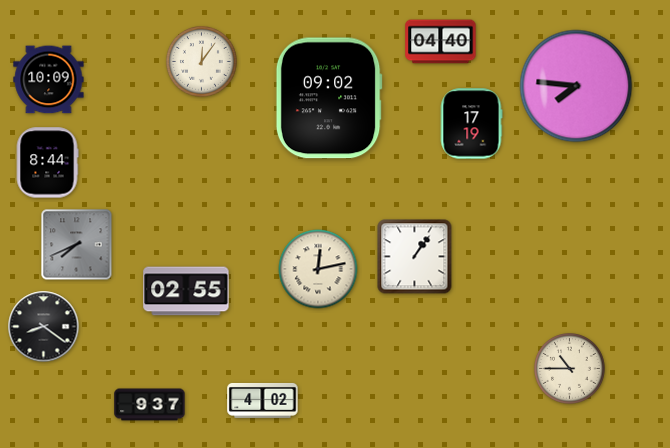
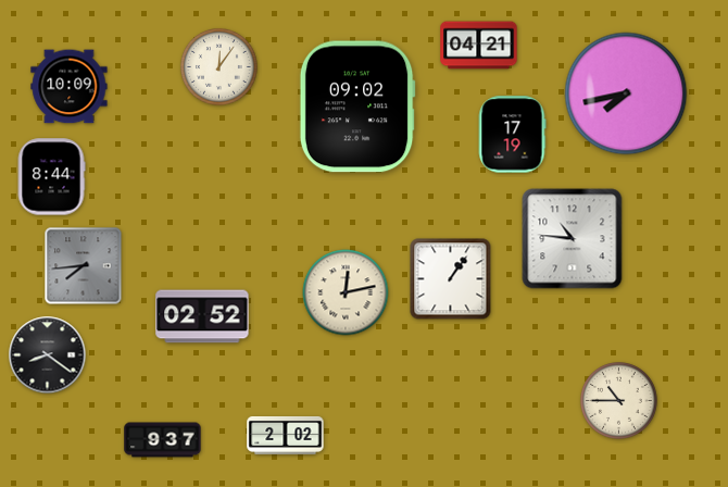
clock at (441, 42): 04:40 -> 04:21
clock at (49, 80) position: (49, 80) -> (70, 87)
clock at (576, 86): 7:46 -> 7:43
clock at (573, 239): none -> 10:46
clock at (77, 245): 7:41 -> 7:44
clock at (186, 291): 02:55 -> 02:52
clock at (263, 400): 4:02 -> 2:02
